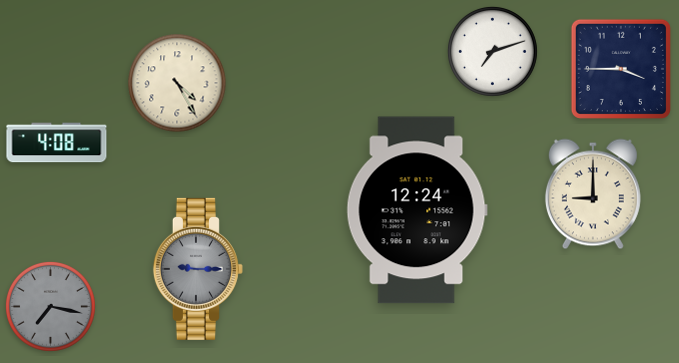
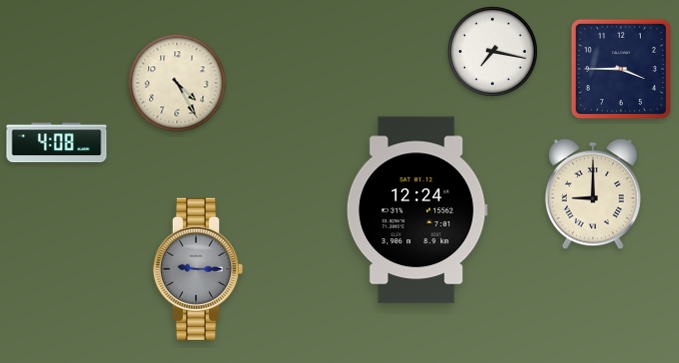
clock at (492, 51): 7:12 -> 7:17
clock at (50, 306): 7:17 -> none
